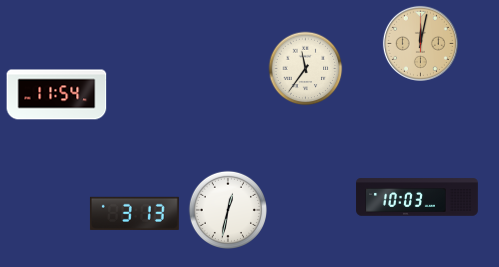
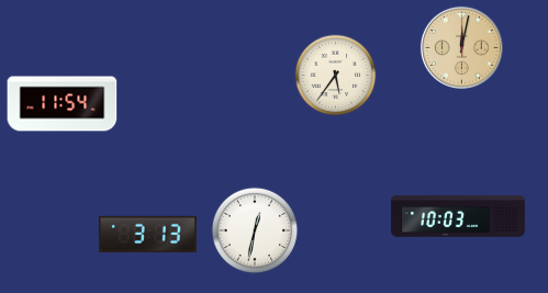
clock at (306, 69): 11:36 -> 5:36
clock at (227, 209) position: (227, 209) -> (254, 229)
